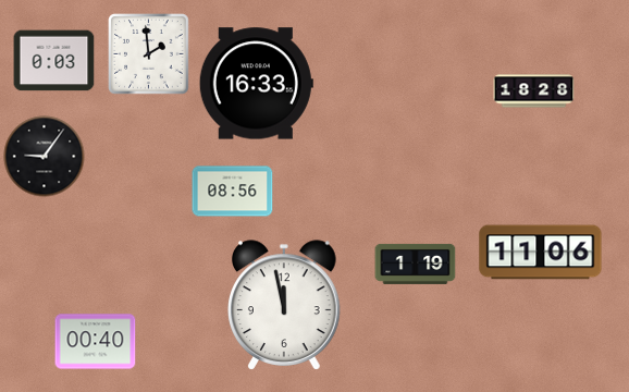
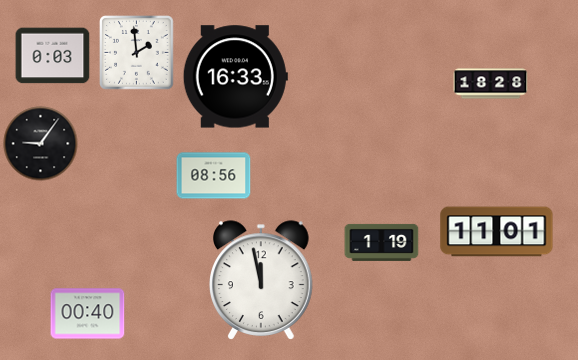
clock at (149, 54) position: (149, 54) -> (137, 53)
clock at (54, 61) position: (54, 61) -> (53, 56)
clock at (541, 253): 11:06 -> 11:01
